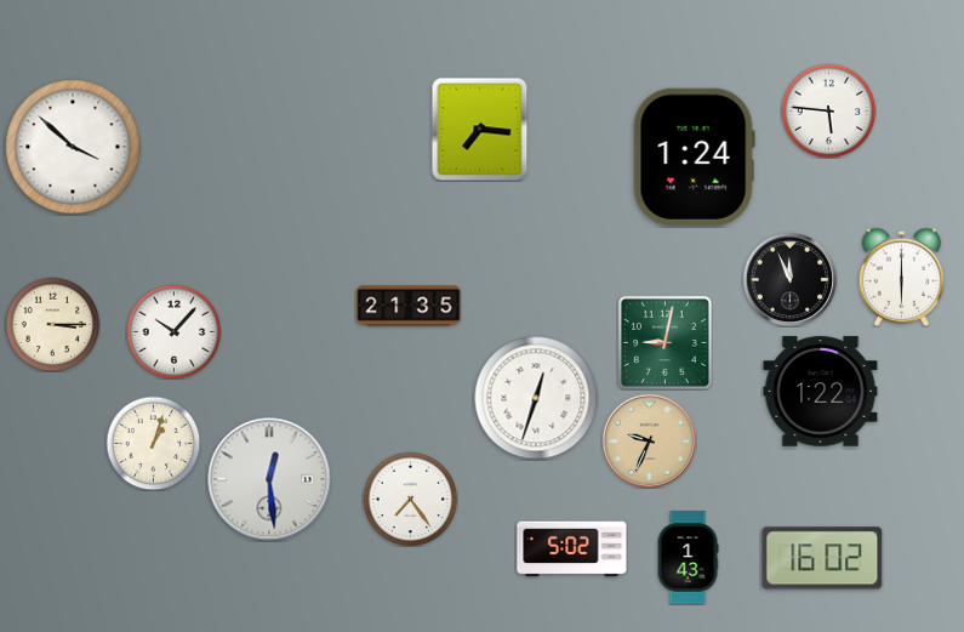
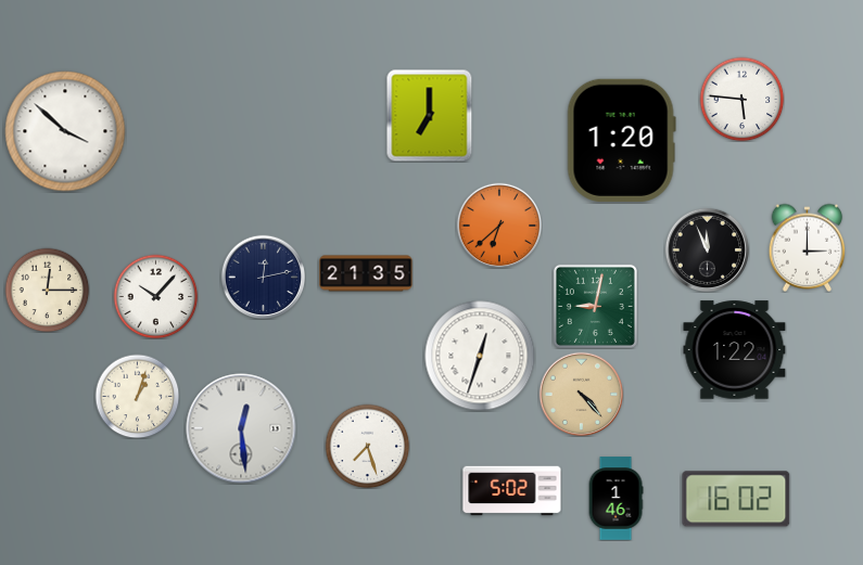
clock at (480, 129): 7:16 -> 7:00
clock at (694, 156): 1:24 -> 1:20
clock at (499, 226): none -> 6:38
clock at (902, 277): 6:00 -> 3:00
clock at (263, 277): none -> 12:13
clock at (52, 324): 3:15 -> 12:15
clock at (649, 440): 9:34 -> 4:23
clock at (410, 499): 7:24 -> 7:27
clock at (688, 558): 1:43 -> 1:46
